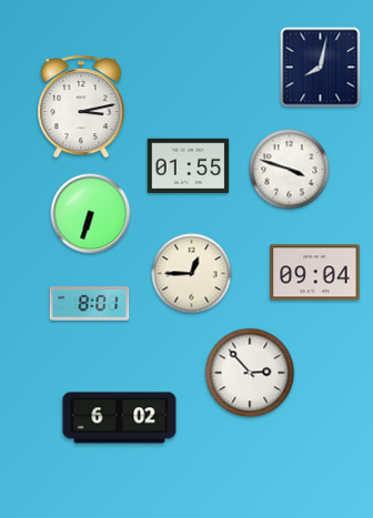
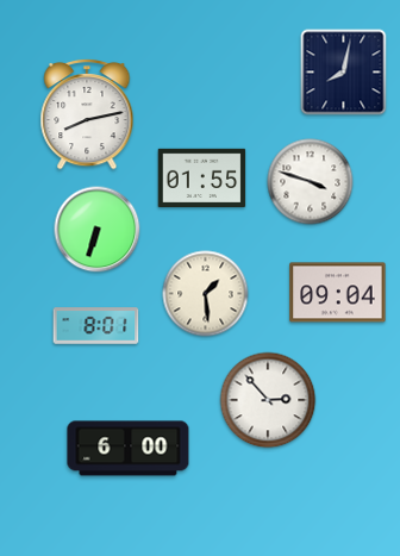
clock at (81, 106): 3:13 -> 8:13
clock at (192, 274): 12:45 -> 1:29
clock at (120, 418): 6:02 -> 6:00
